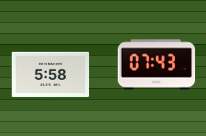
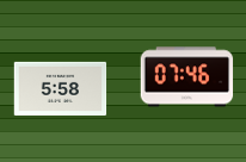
clock at (156, 65): 07:43 -> 07:46
